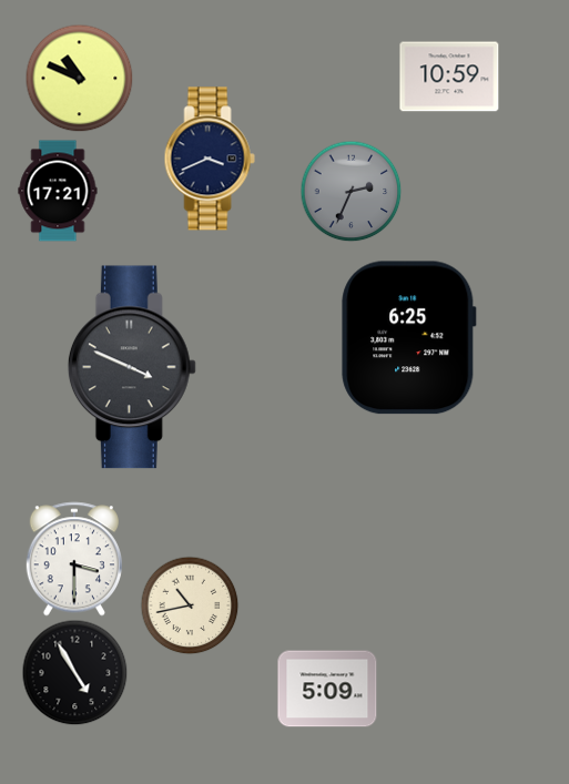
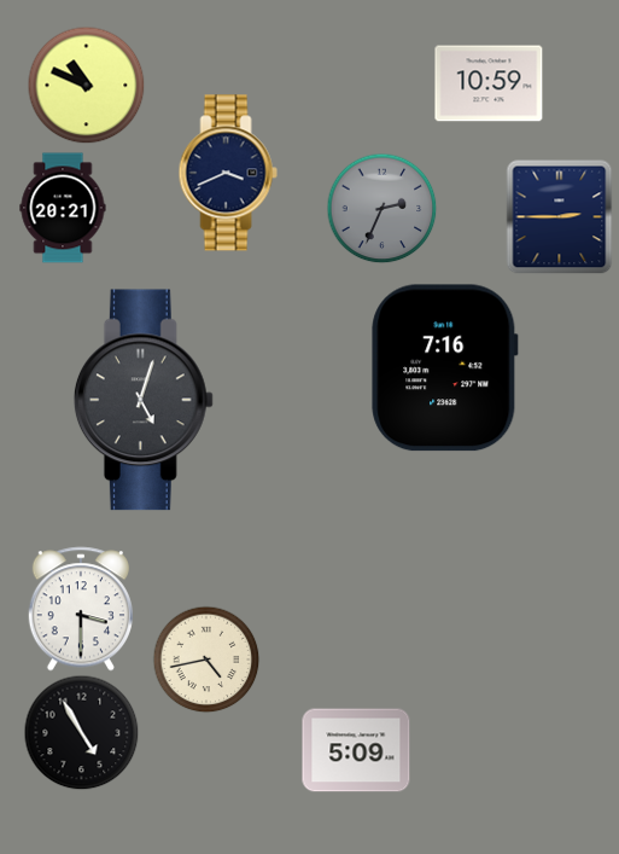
clock at (58, 191): 17:21 -> 20:21
clock at (560, 216): none -> 2:45
clock at (409, 338): 6:25 -> 7:16
clock at (132, 367): 3:49 -> 5:03
clock at (190, 605): 10:43 -> 4:43
